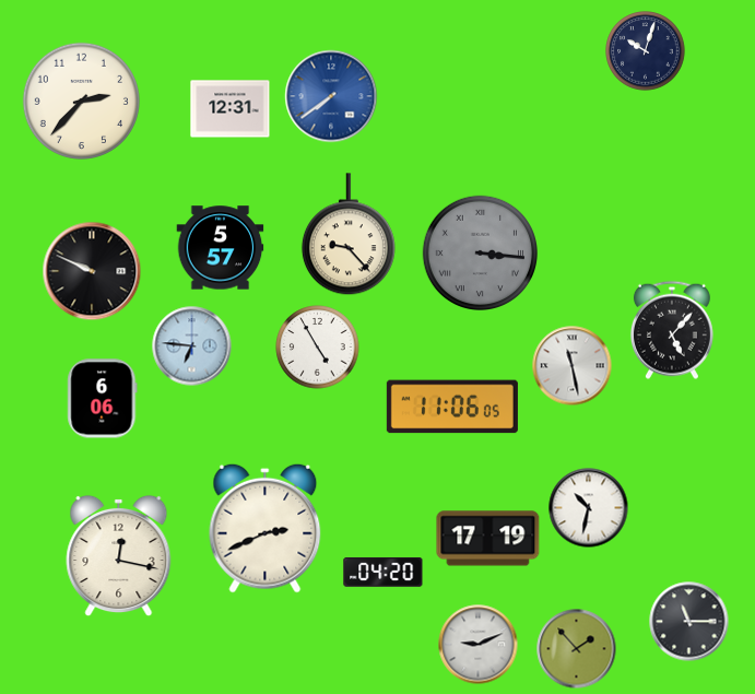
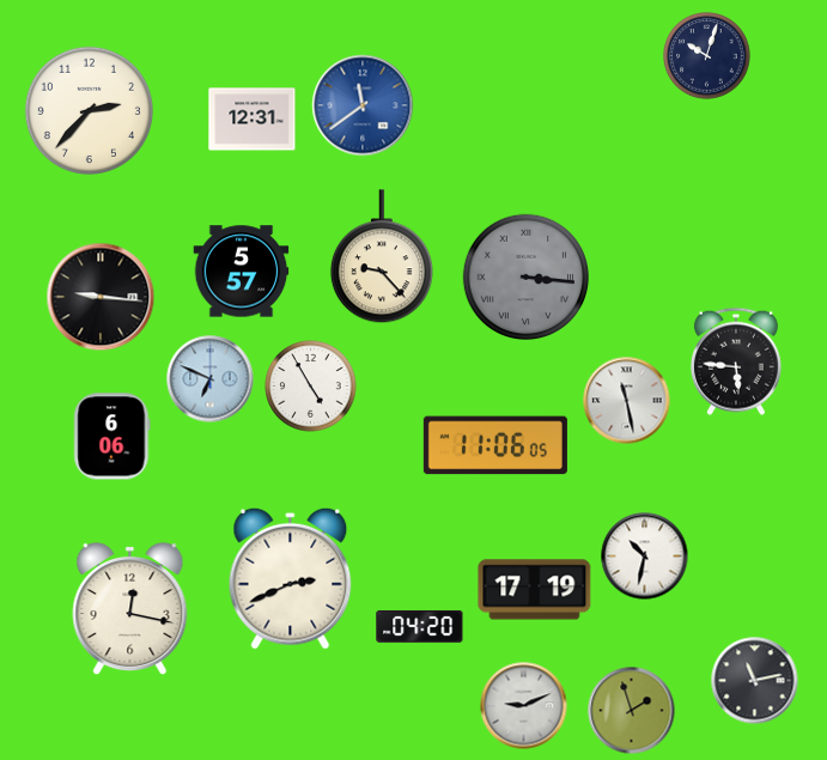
clock at (331, 96): 7:39 -> 11:39
clock at (92, 271): 9:49 -> 9:16
clock at (672, 330): 5:07 -> 5:46
clock at (192, 346): 6:46 -> 6:49
clock at (318, 348) position: (318, 348) -> (311, 387)
clock at (689, 622): 11:15 -> 11:13
clock at (577, 649): 1:53 -> 1:57
